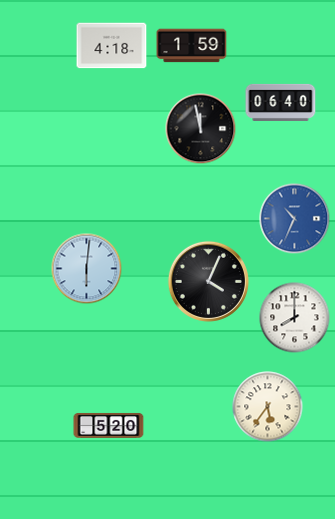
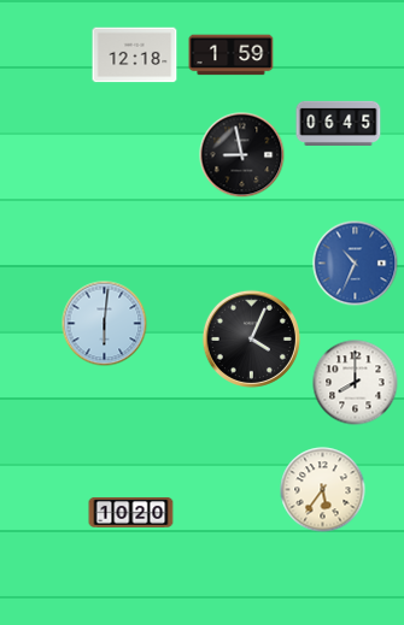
clock at (112, 46): 4:18 -> 12:18
clock at (281, 102): 06:40 -> 06:45
clock at (201, 129): 11:58 -> 8:58
clock at (109, 425): 5:20 -> 10:20
